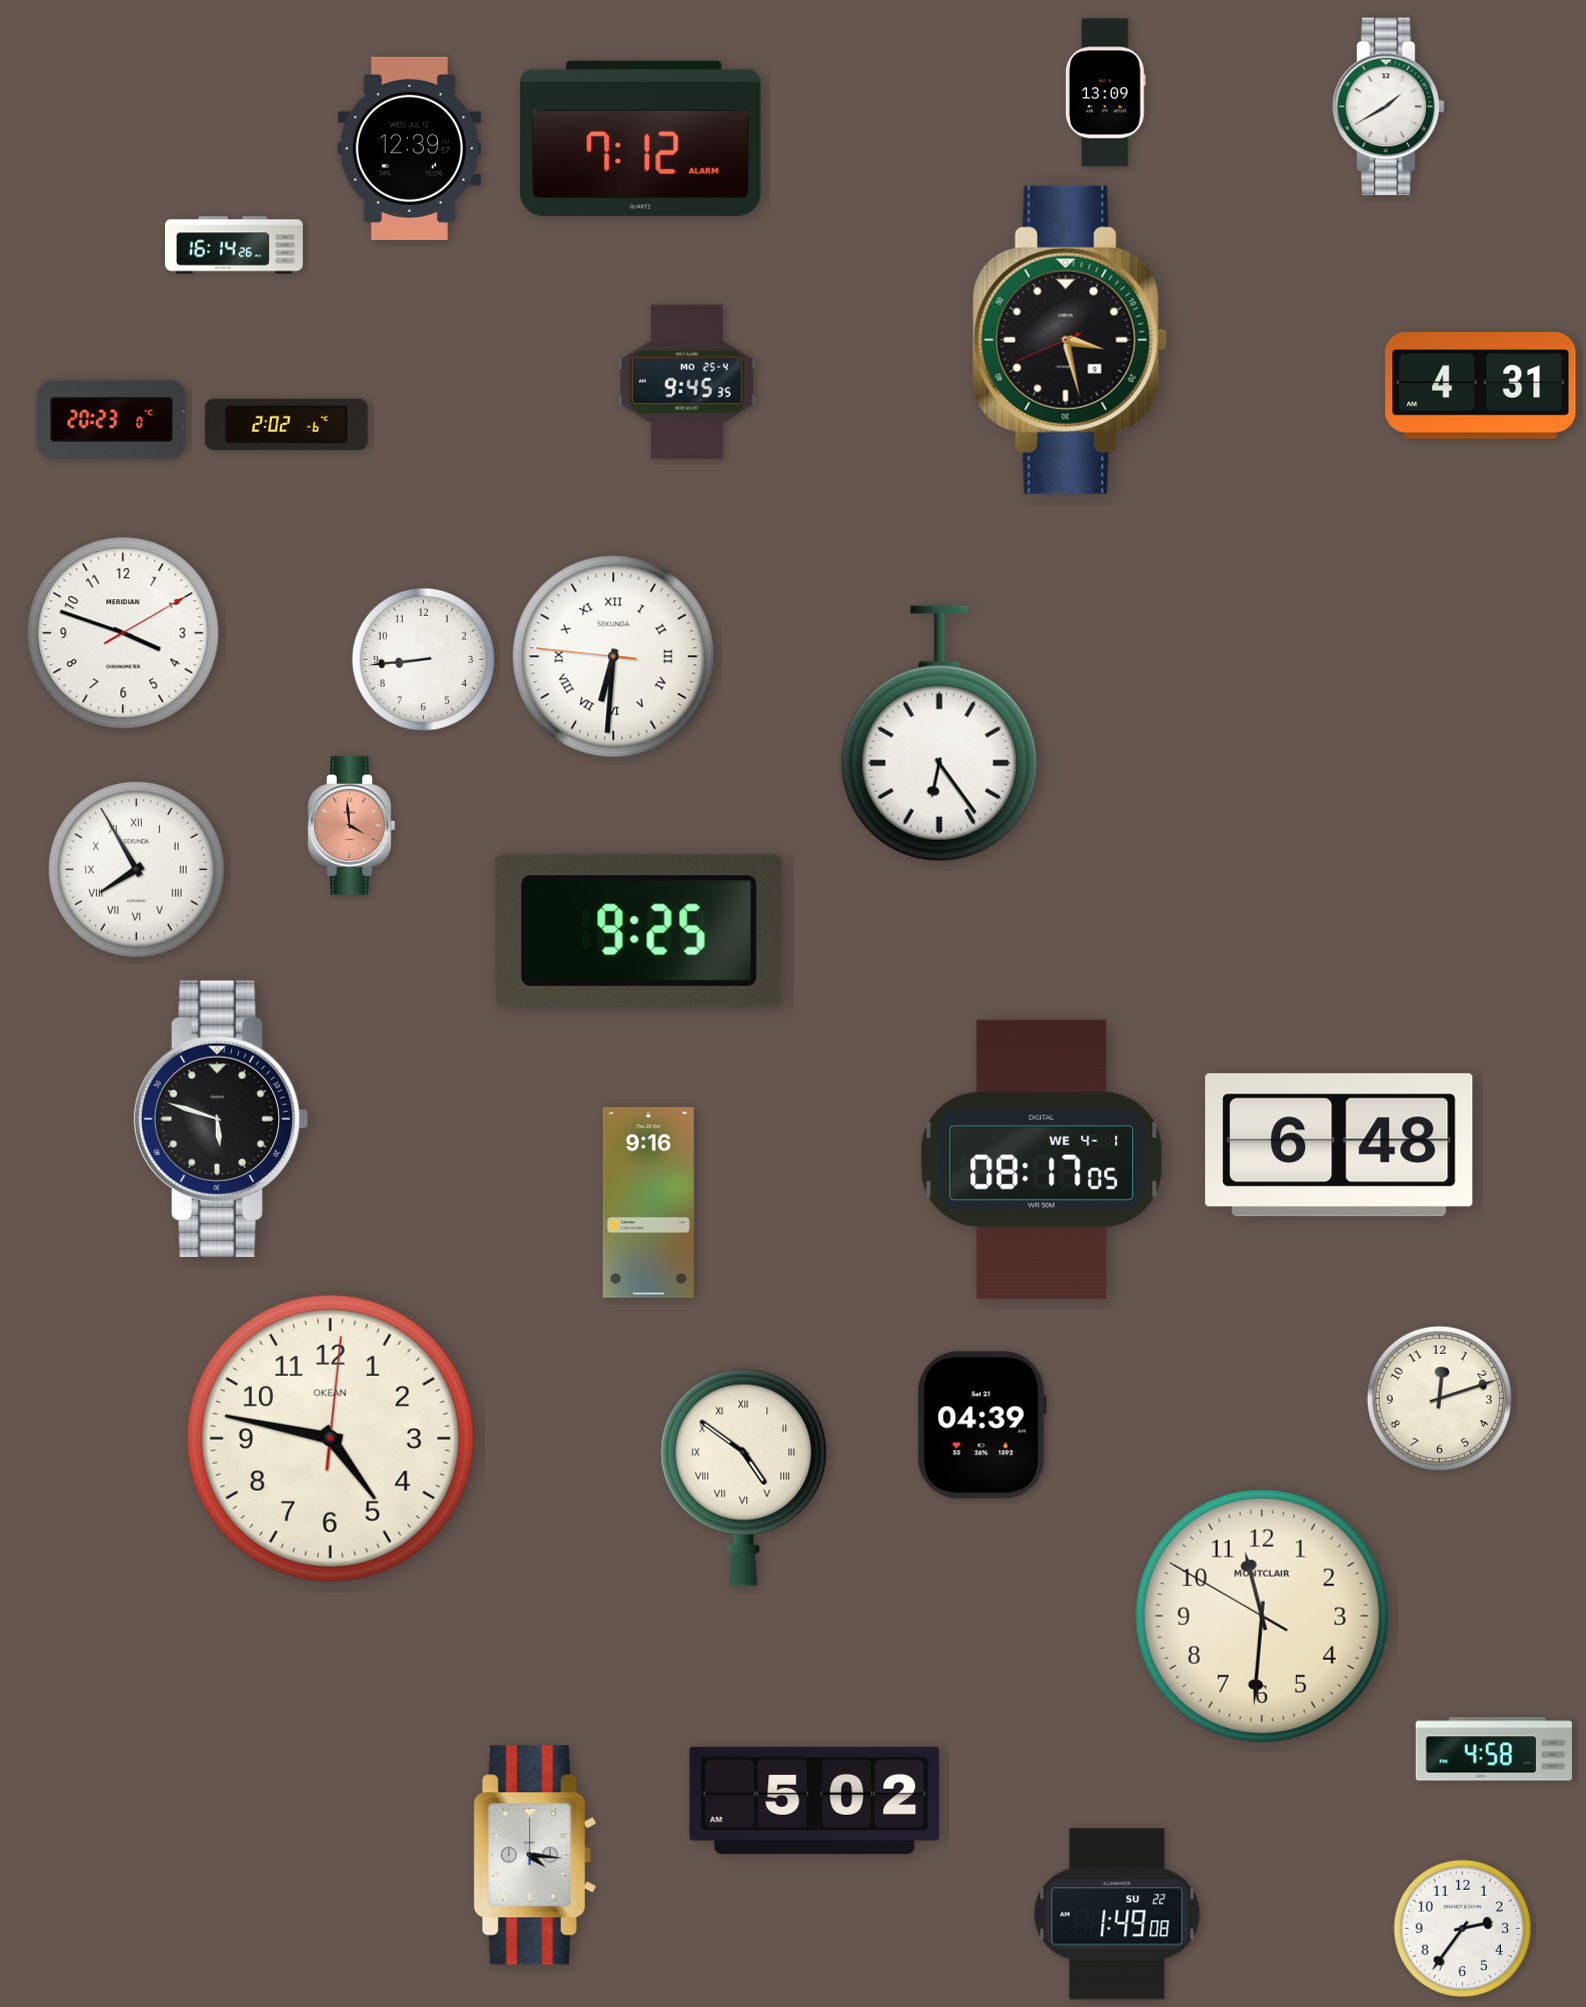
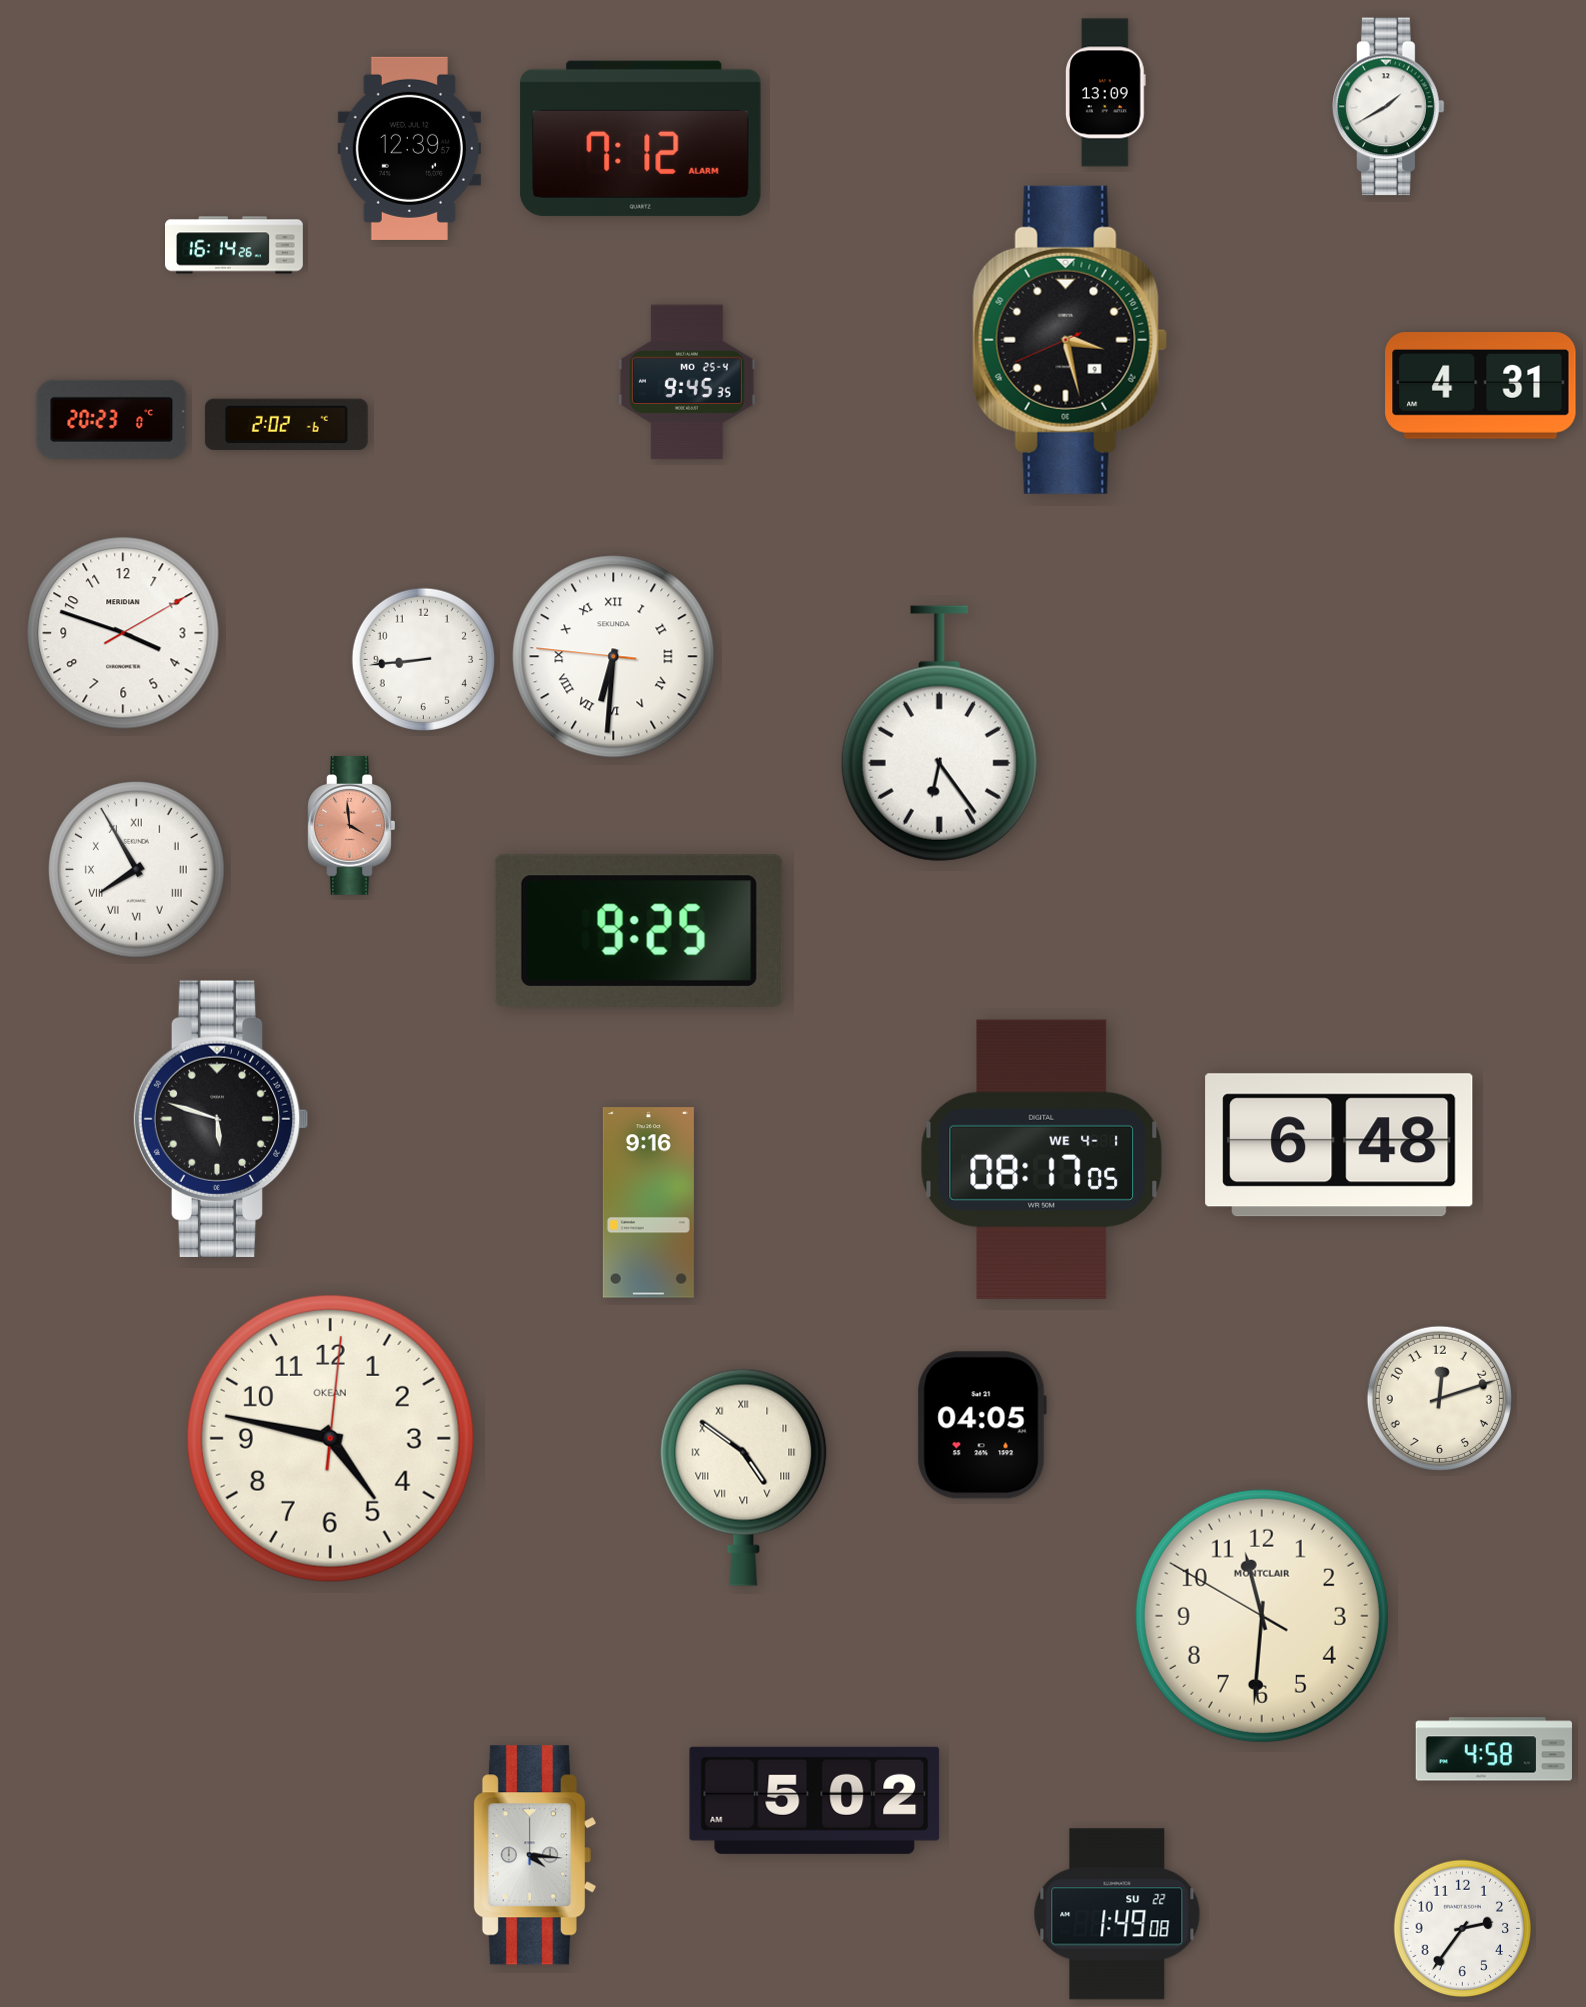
clock at (982, 1425): 04:39 -> 04:05
